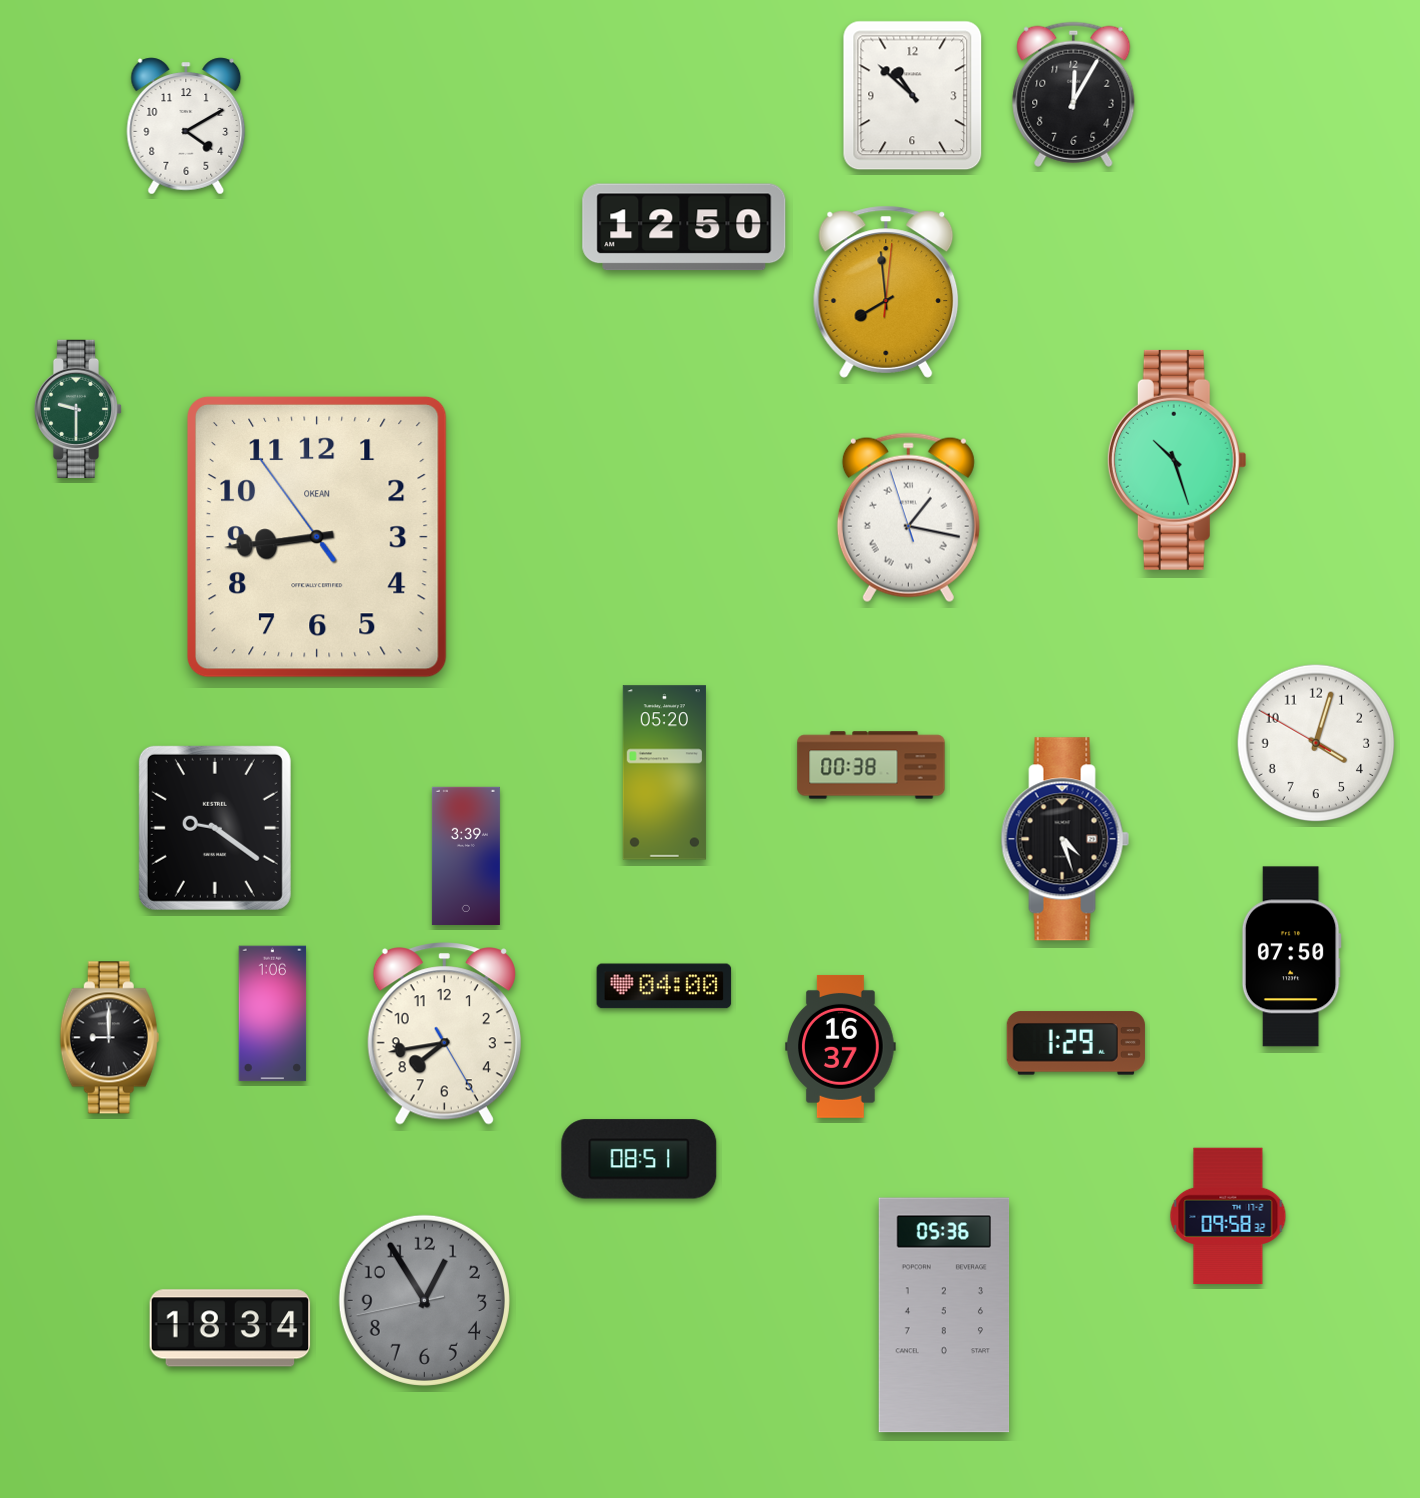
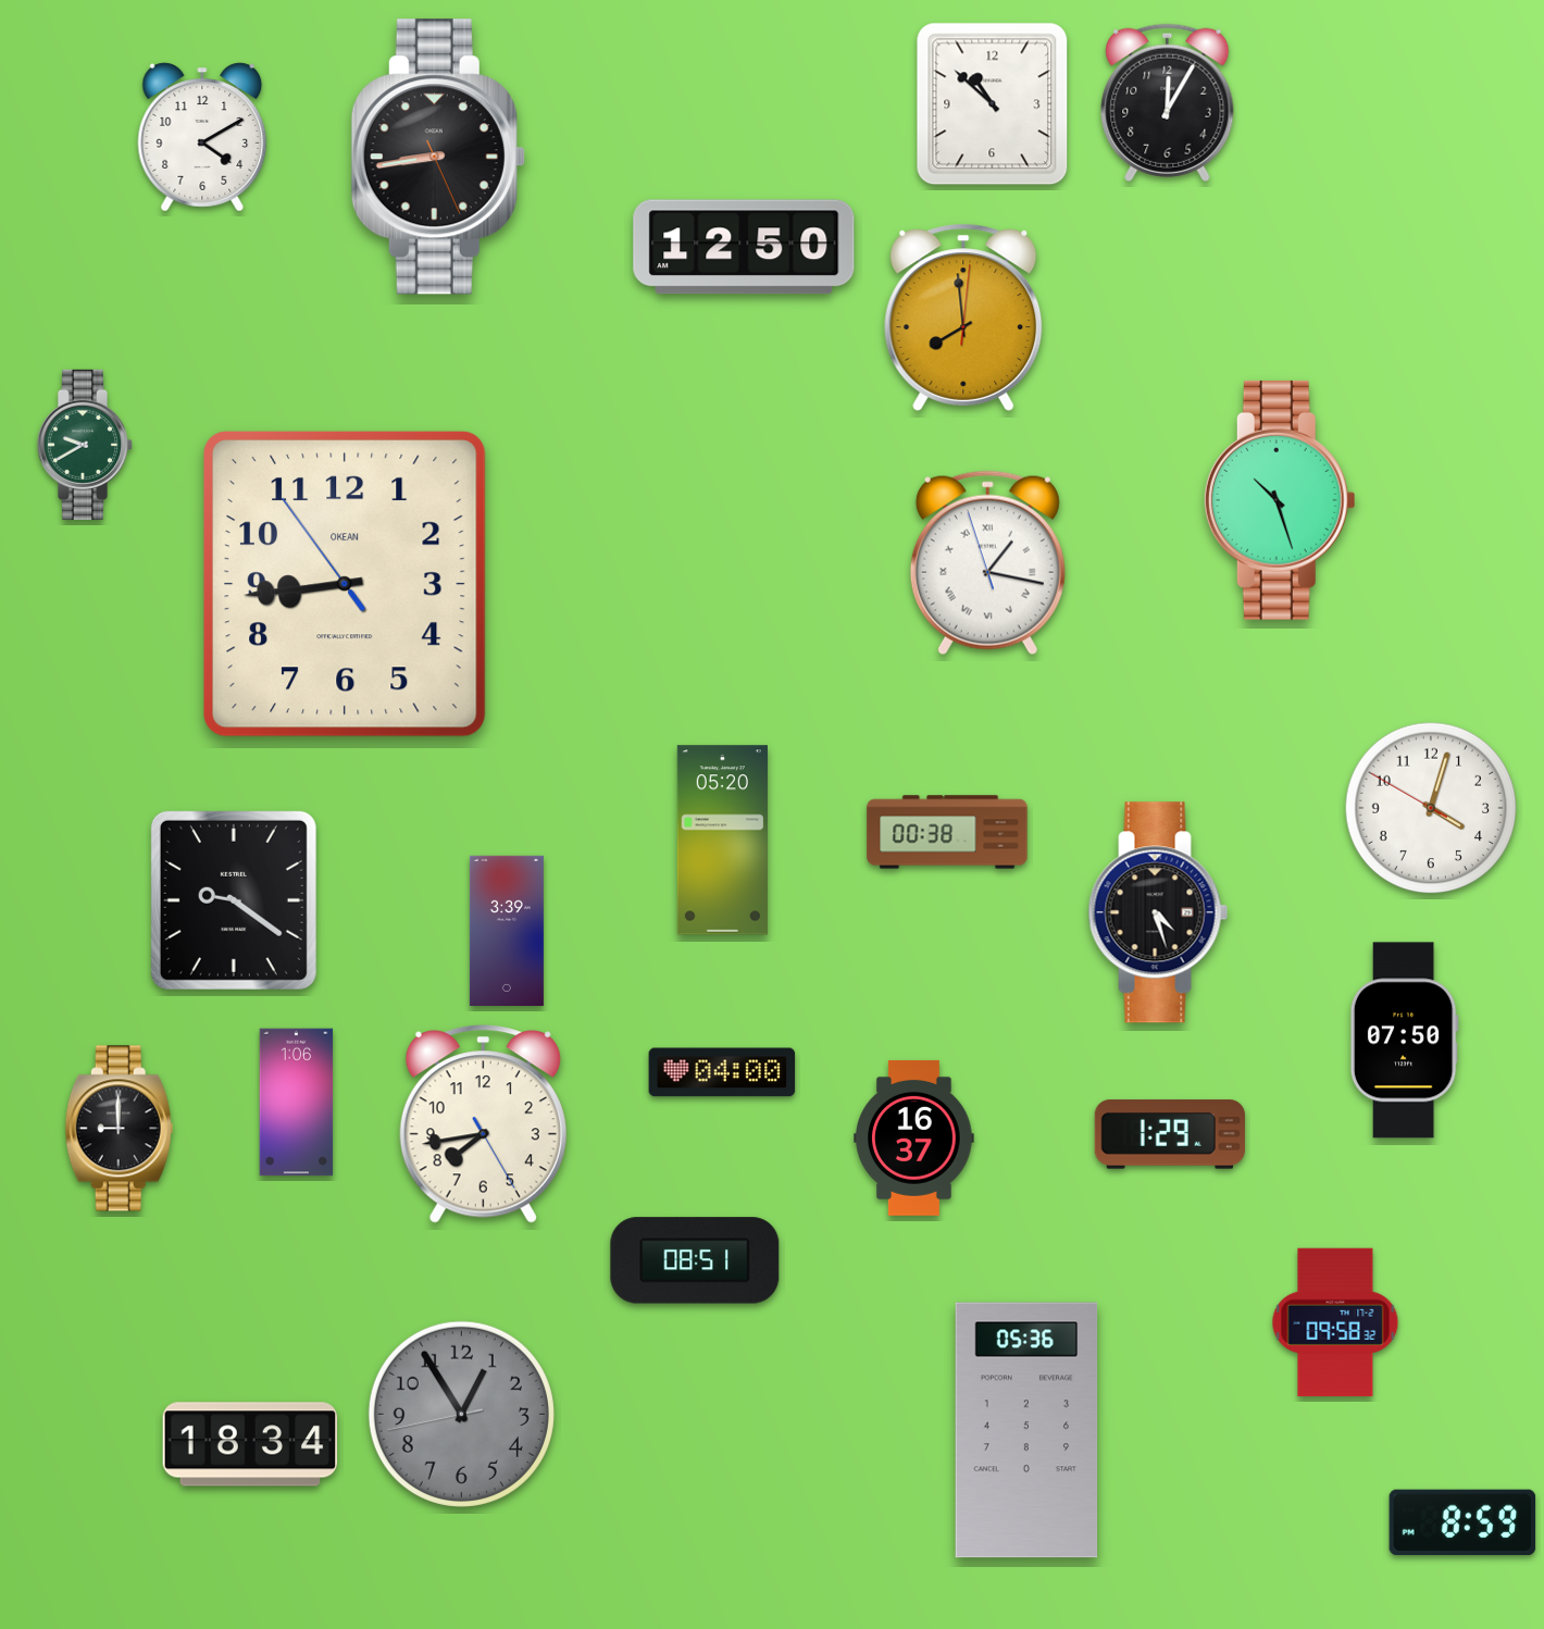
clock at (438, 157): none -> 8:43
clock at (78, 409): 9:30 -> 9:40
clock at (1462, 1522): none -> 8:59
